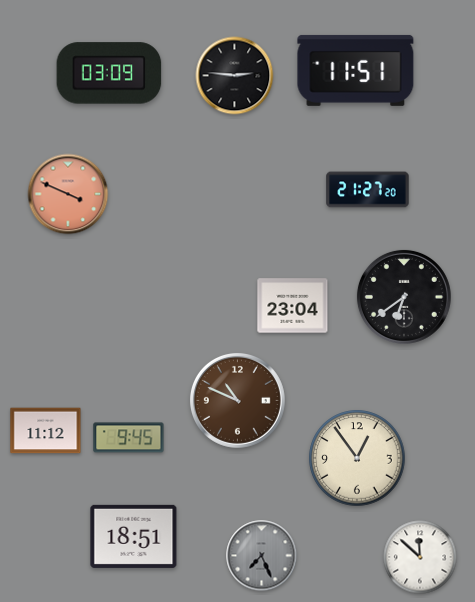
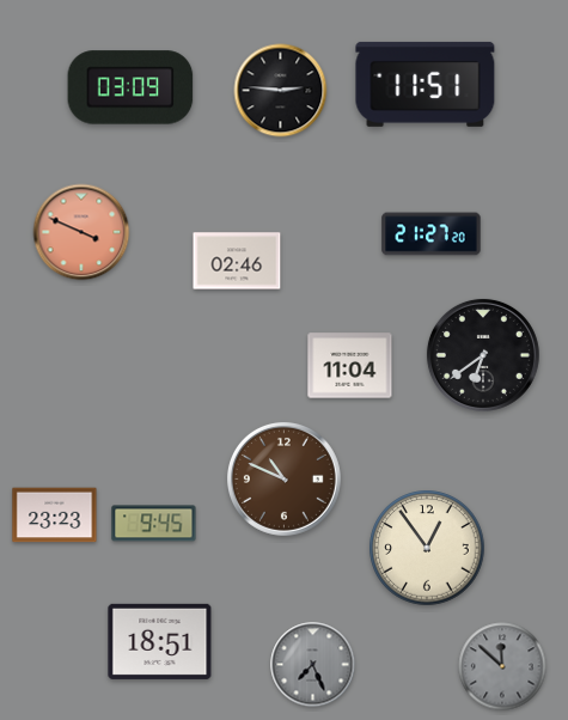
clock at (368, 190) position: (368, 190) -> (432, 234)
clock at (237, 261): none -> 02:46
clock at (293, 306): 23:04 -> 11:04
clock at (46, 431): 11:12 -> 23:23
clock at (420, 557) dial: white -> grey
